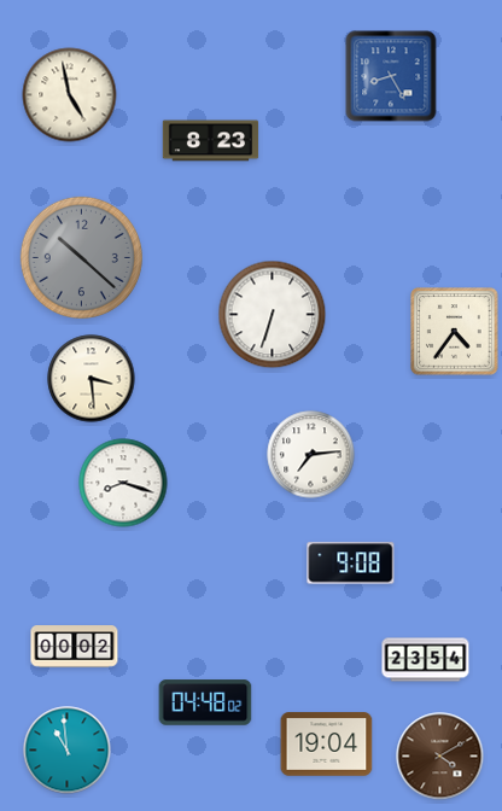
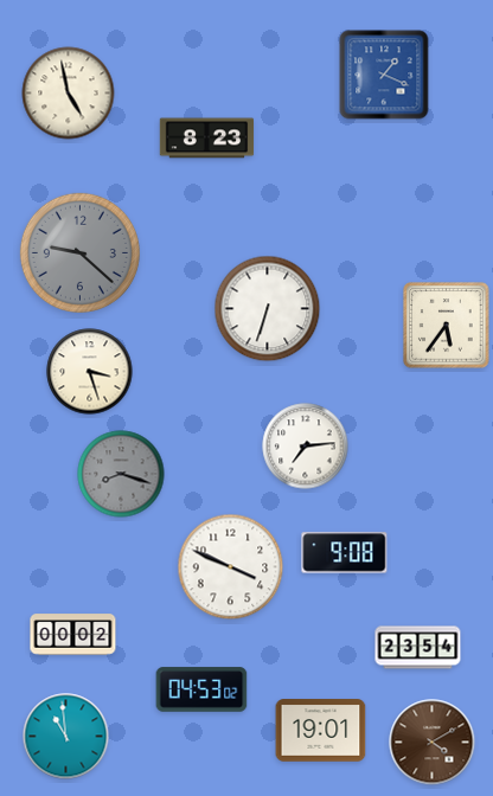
clock at (391, 76): 8:25 -> 1:19
clock at (81, 257): 10:22 -> 9:22
clock at (455, 332): 4:36 -> 5:36
clock at (92, 379): 3:29 -> 3:27
clock at (123, 483) dial: white -> grey
clock at (231, 567): none -> 3:49
clock at (205, 702): 04:48 -> 04:53
clock at (327, 745): 19:04 -> 19:01
